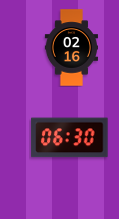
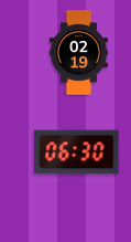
clock at (72, 48): 02:16 -> 02:19
